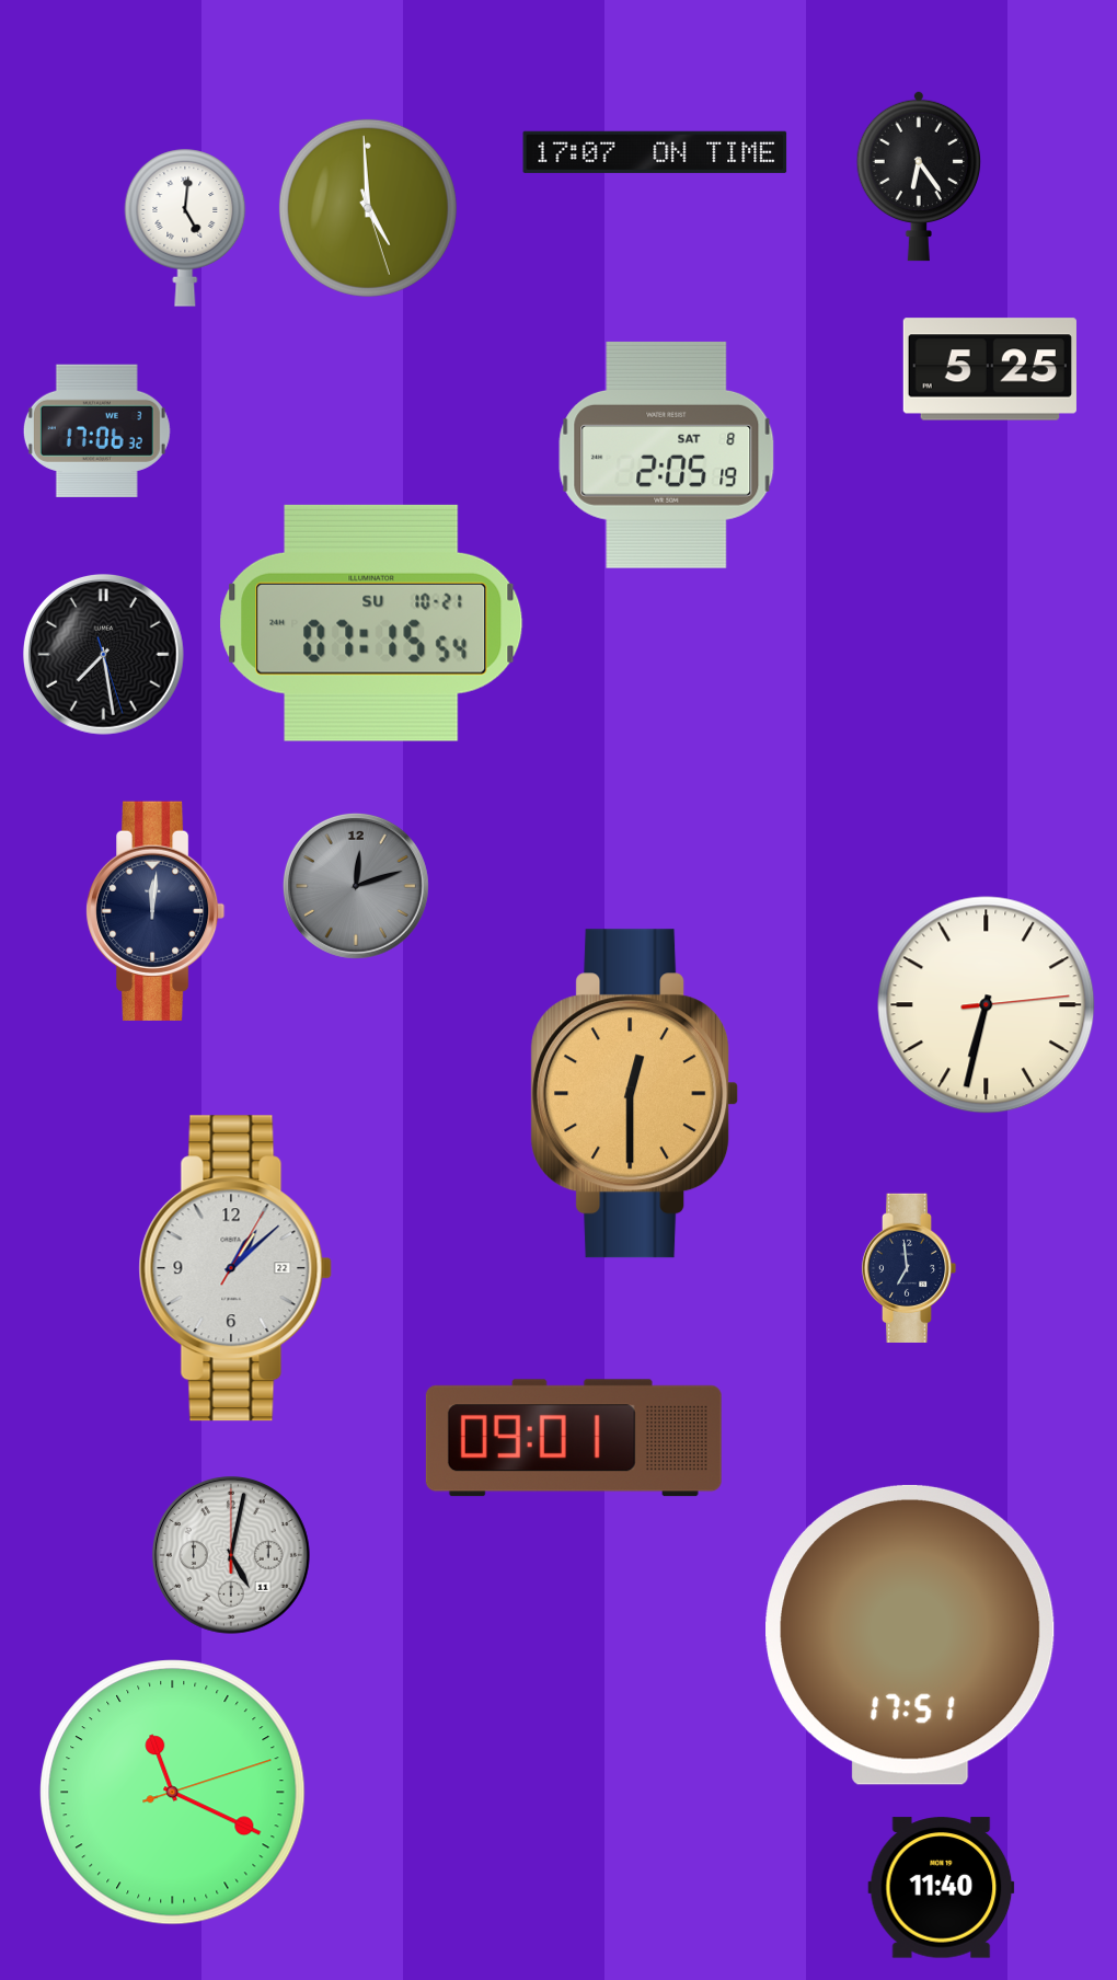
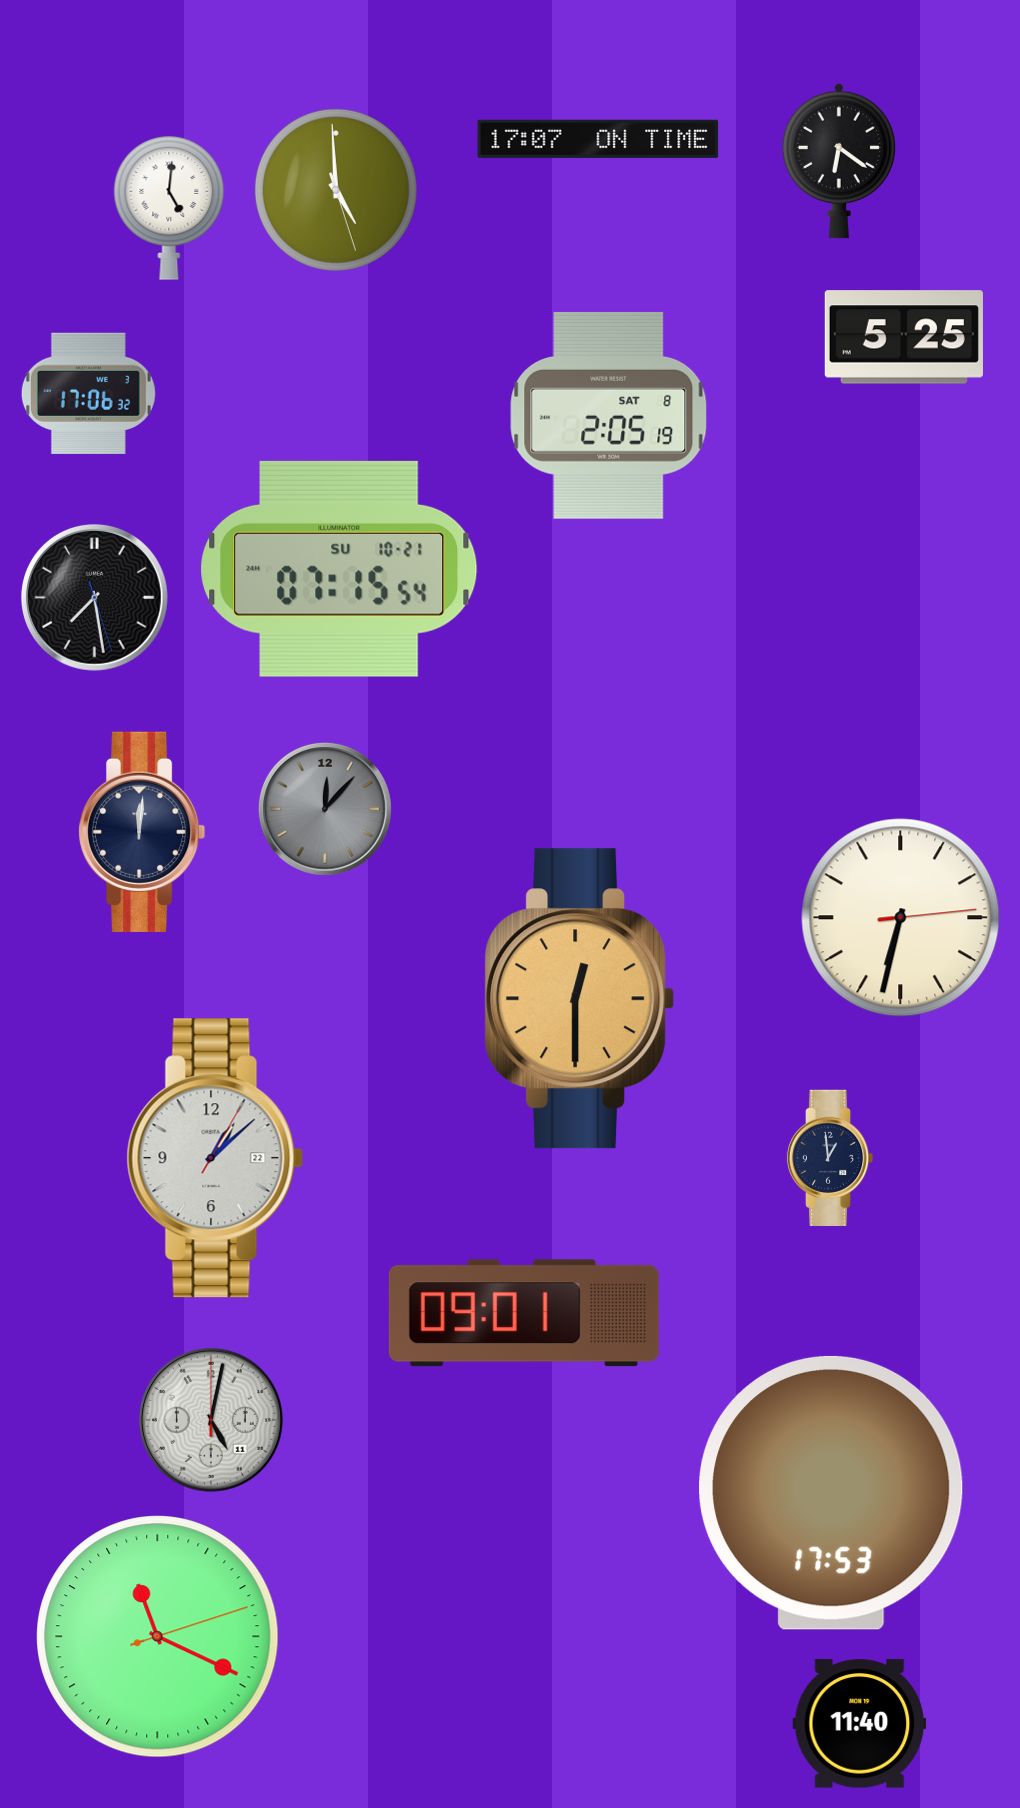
clock at (918, 176): 6:24 -> 6:21
clock at (356, 886): 12:12 -> 12:07
clock at (909, 1267): 6:59 -> 12:59
clock at (910, 1635): 17:51 -> 17:53
